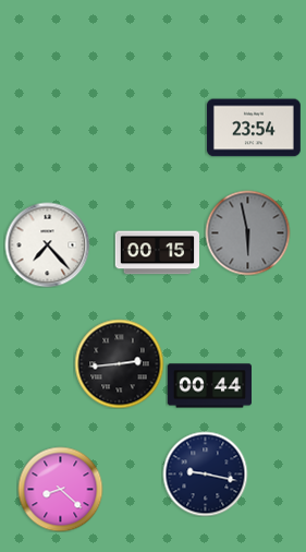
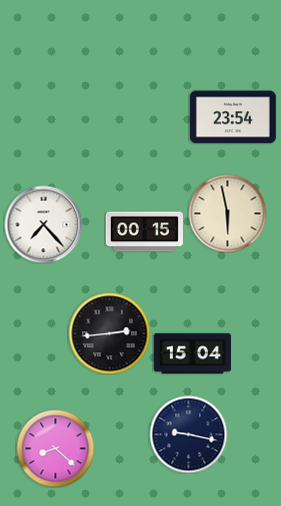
clock at (247, 232) dial: grey -> cream
clock at (209, 386): 00:44 -> 15:04
